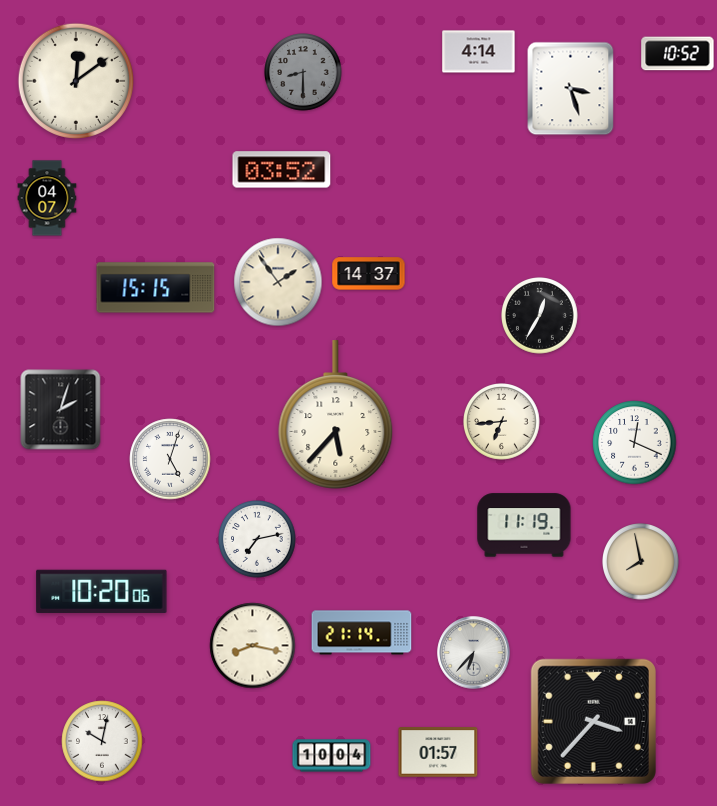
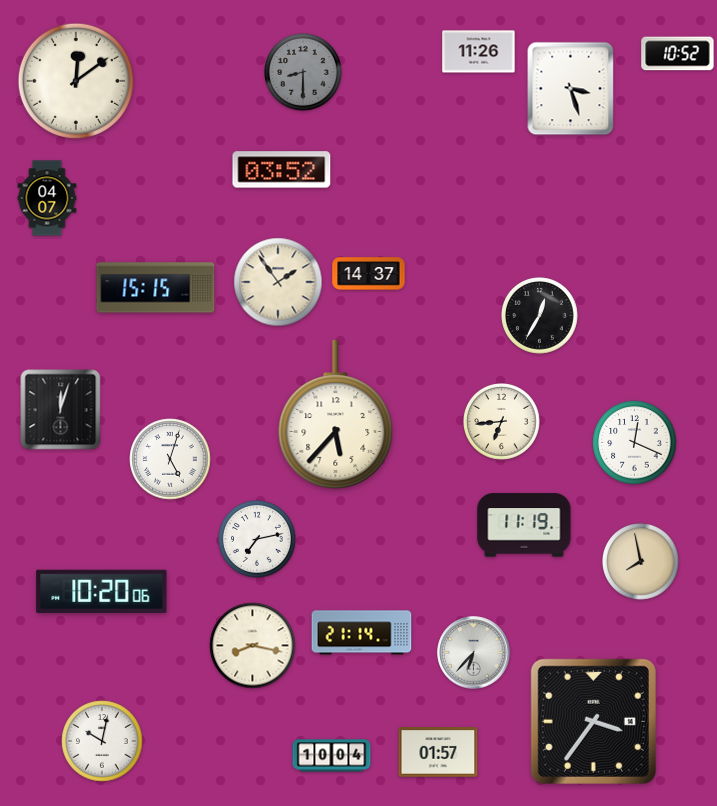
clock at (479, 52): 4:14 -> 11:26
clock at (61, 410): 2:03 -> 12:03
clock at (593, 721): 3:37 -> 3:36
